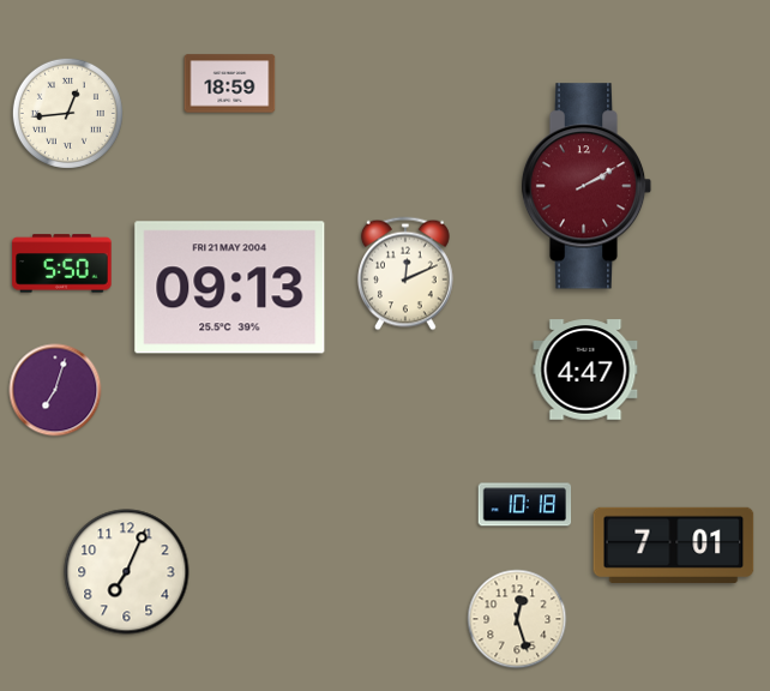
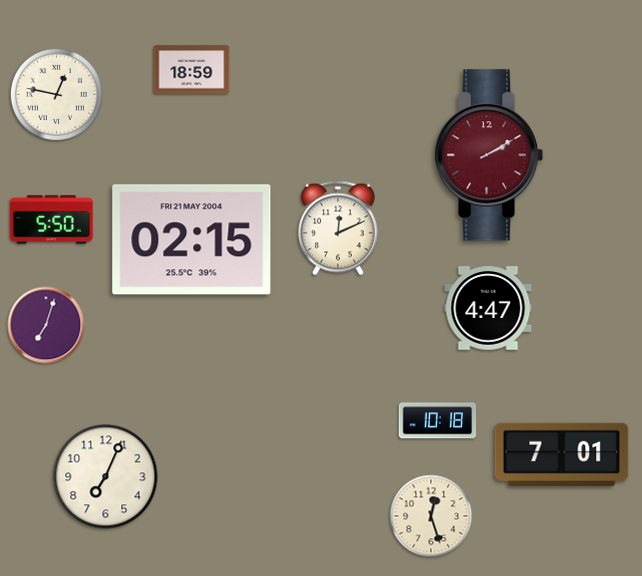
clock at (67, 113): 12:44 -> 12:47
clock at (230, 288): 09:13 -> 02:15
